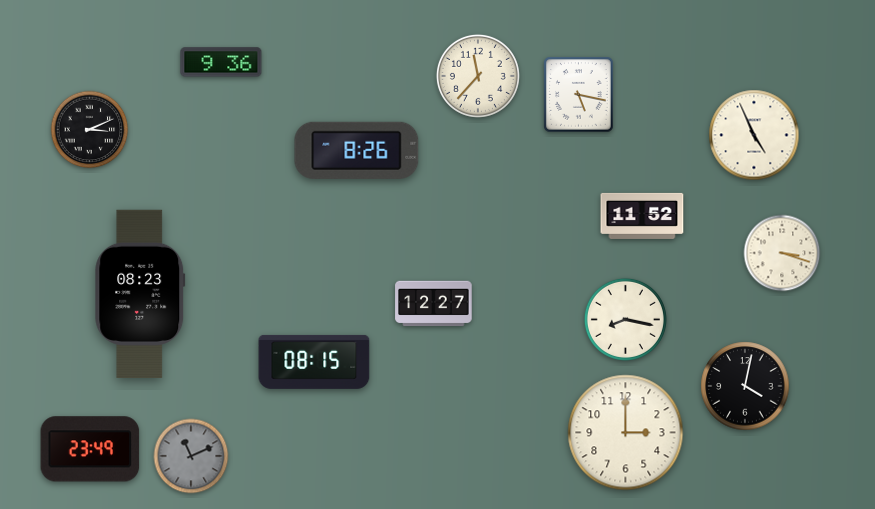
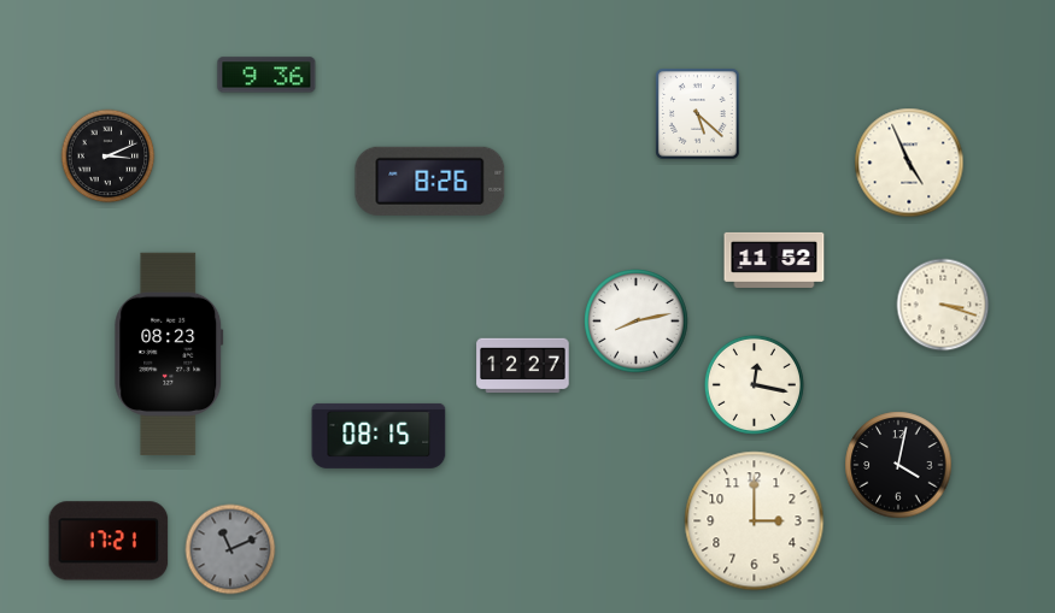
clock at (478, 76): 11:37 -> none
clock at (579, 95): 5:17 -> 5:22
clock at (637, 322): none -> 8:13
clock at (625, 319): 8:17 -> 12:17
clock at (90, 449): 23:49 -> 17:21
